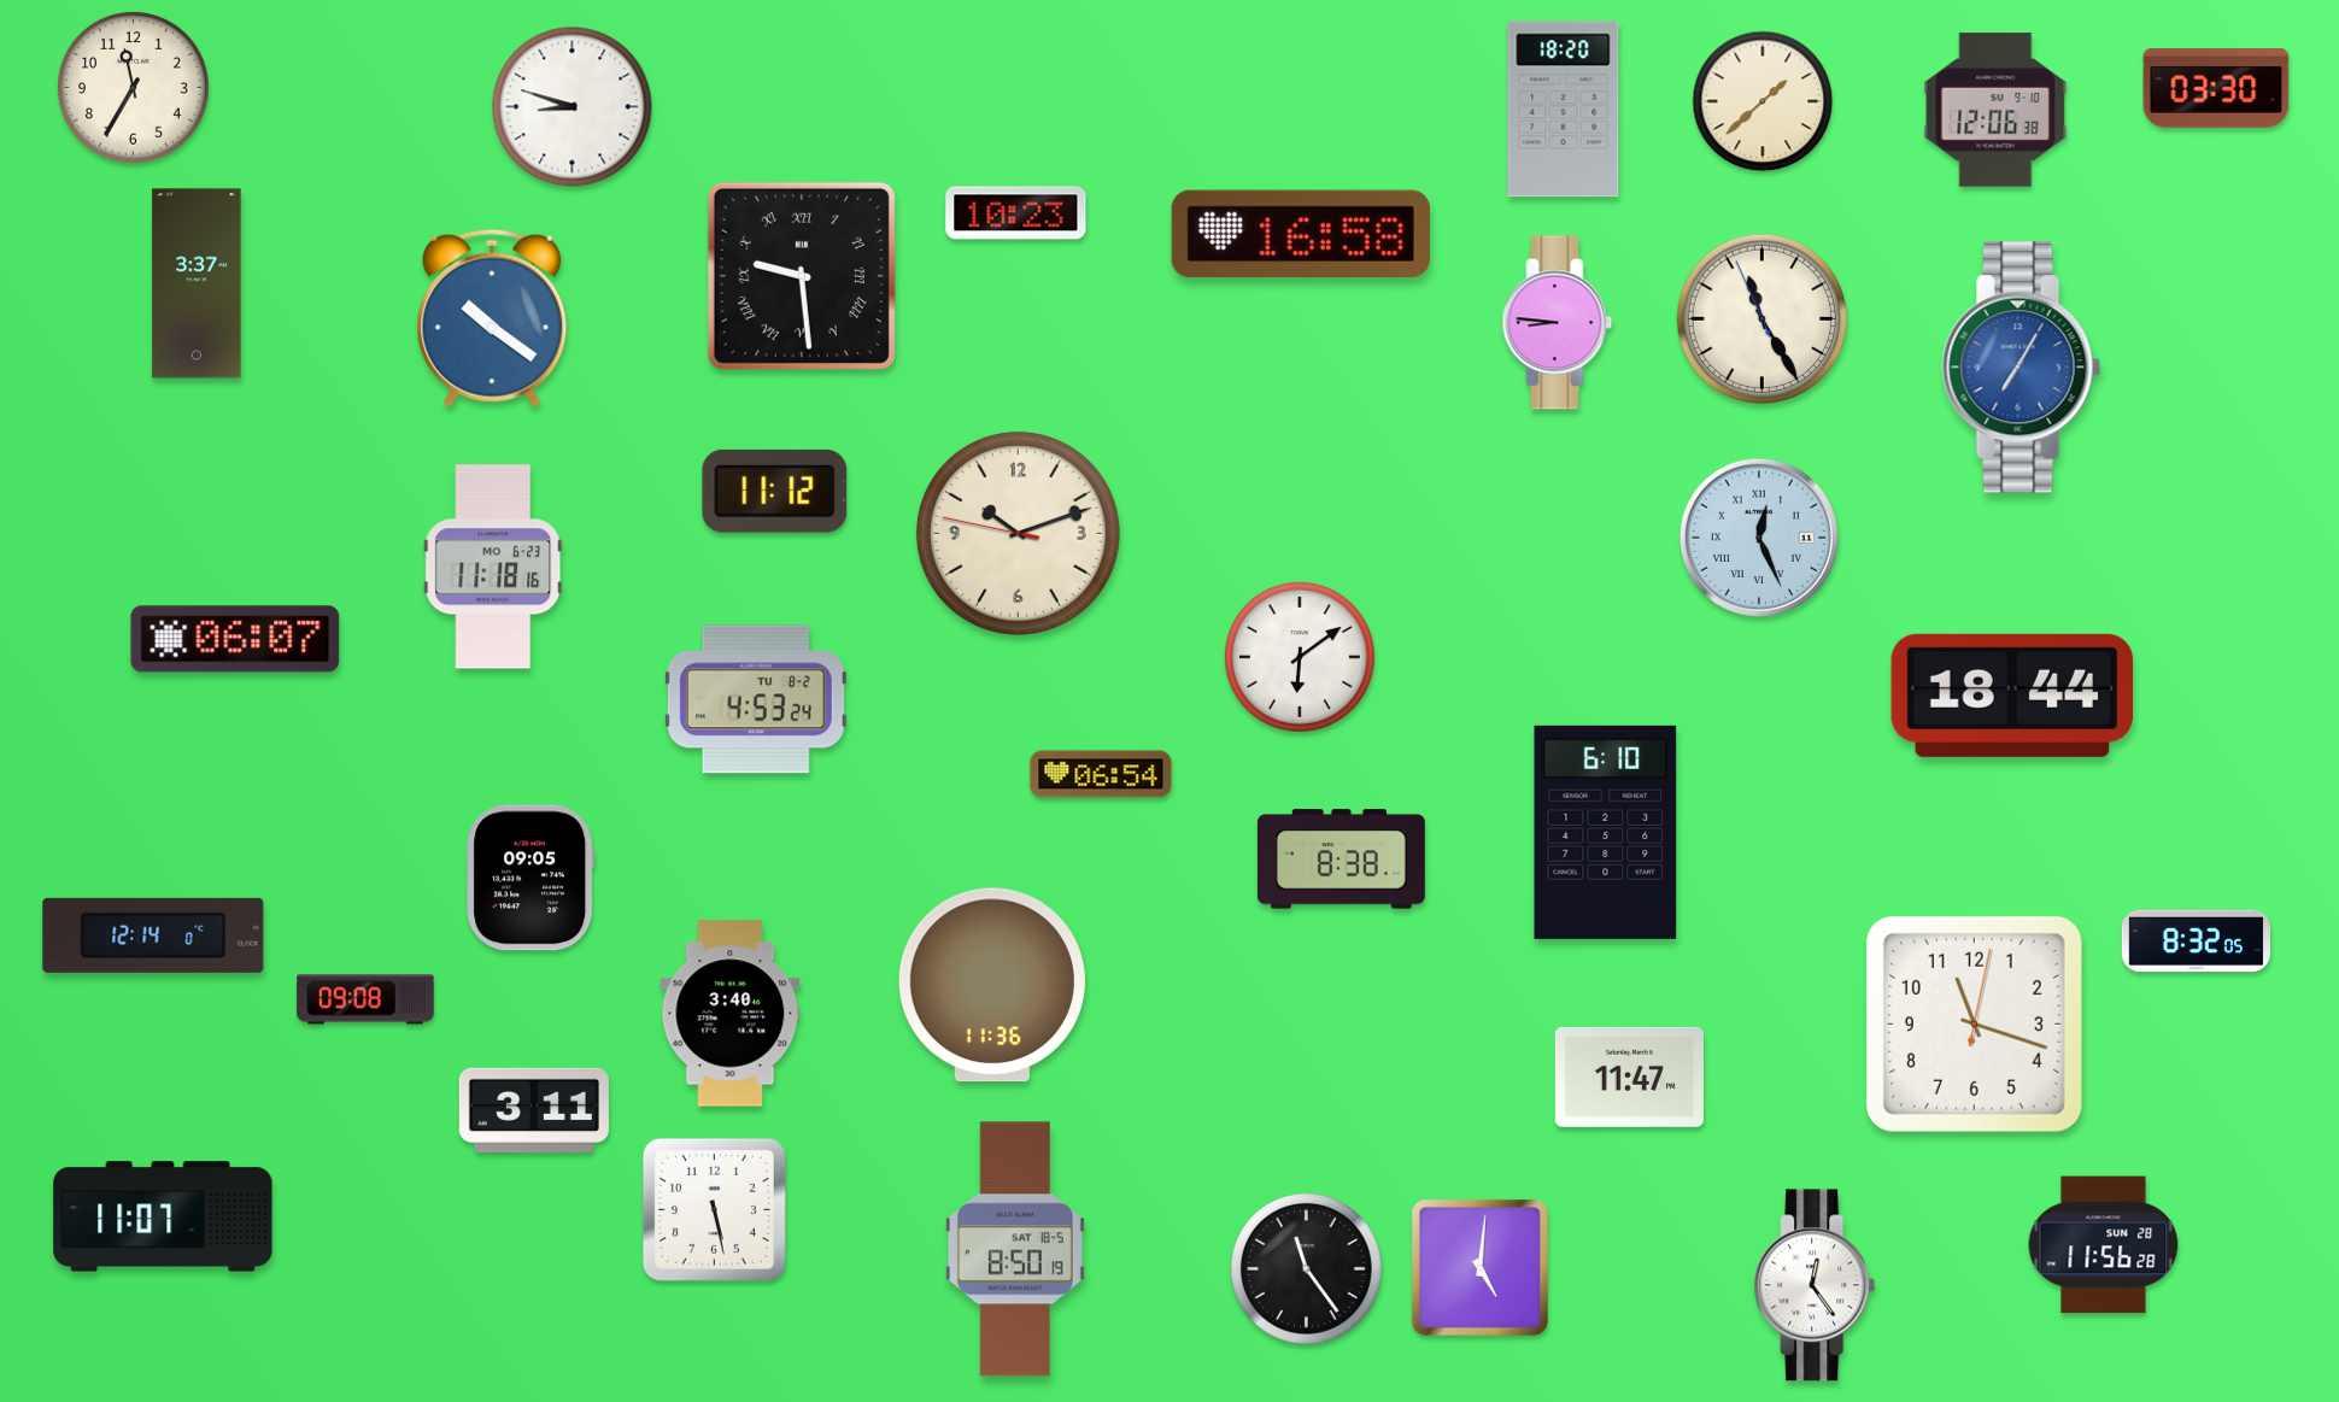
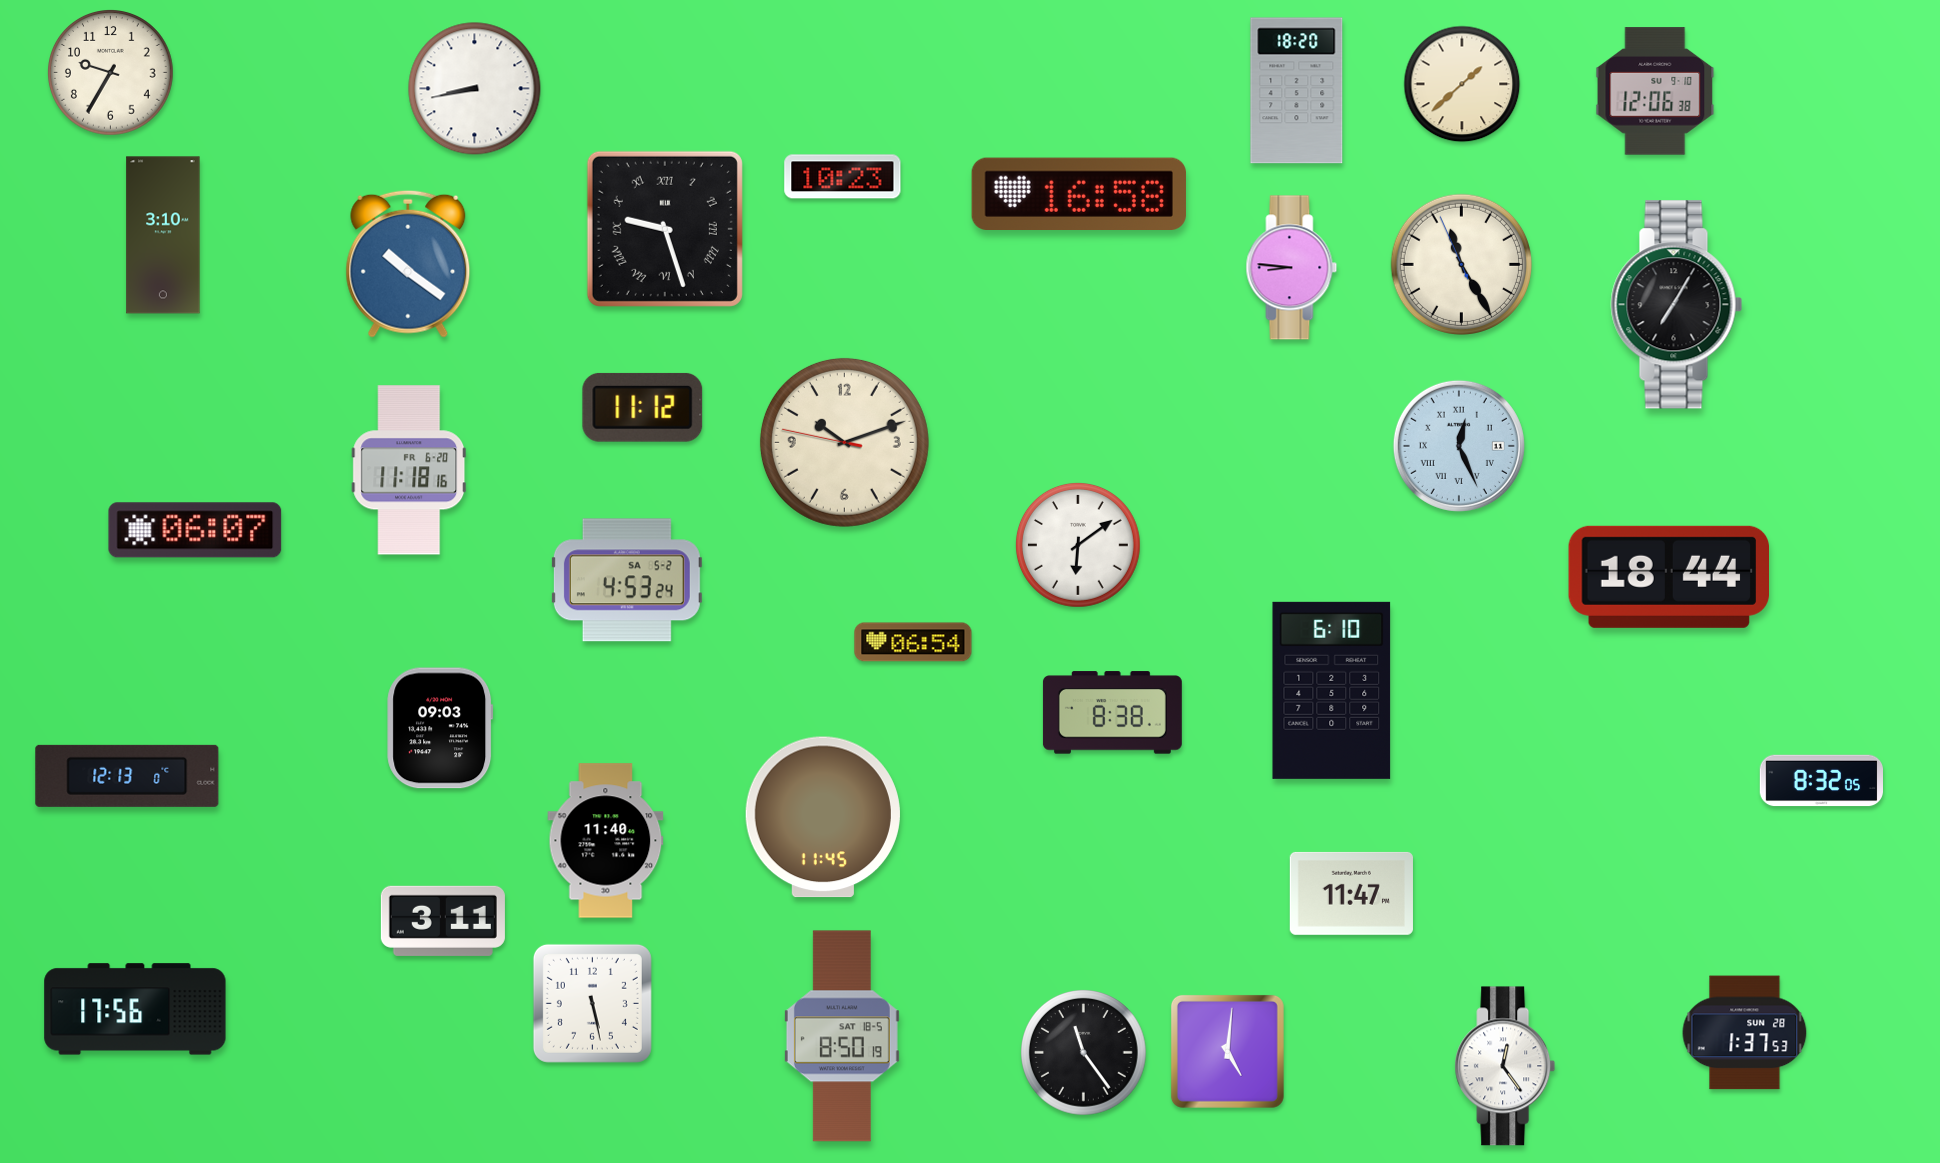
clock at (134, 88): 11:35 -> 9:35
clock at (2216, 88): 03:30 -> none
clock at (573, 107): 8:48 -> 8:43
clock at (802, 276): 9:29 -> 9:27
clock at (197, 283): 3:37 -> 3:10
clock at (2022, 368) dial: blue -> black
clock at (493, 567) date: MO 6-23 -> FR 6-20
clock at (756, 699) date: TU 8-2 -> SA 5-2
clock at (530, 878): 09:05 -> 09:03
clock at (153, 935): 12:14 -> 12:13
clock at (992, 985): 11:36 -> 11:45
clock at (365, 999): 09:08 -> none
clock at (731, 1014): 3:40 -> 11:40
clock at (1974, 1023): 11:18 -> none
clock at (163, 1216): 11:07 -> 17:56
clock at (2104, 1245): 11:56 -> 1:37
